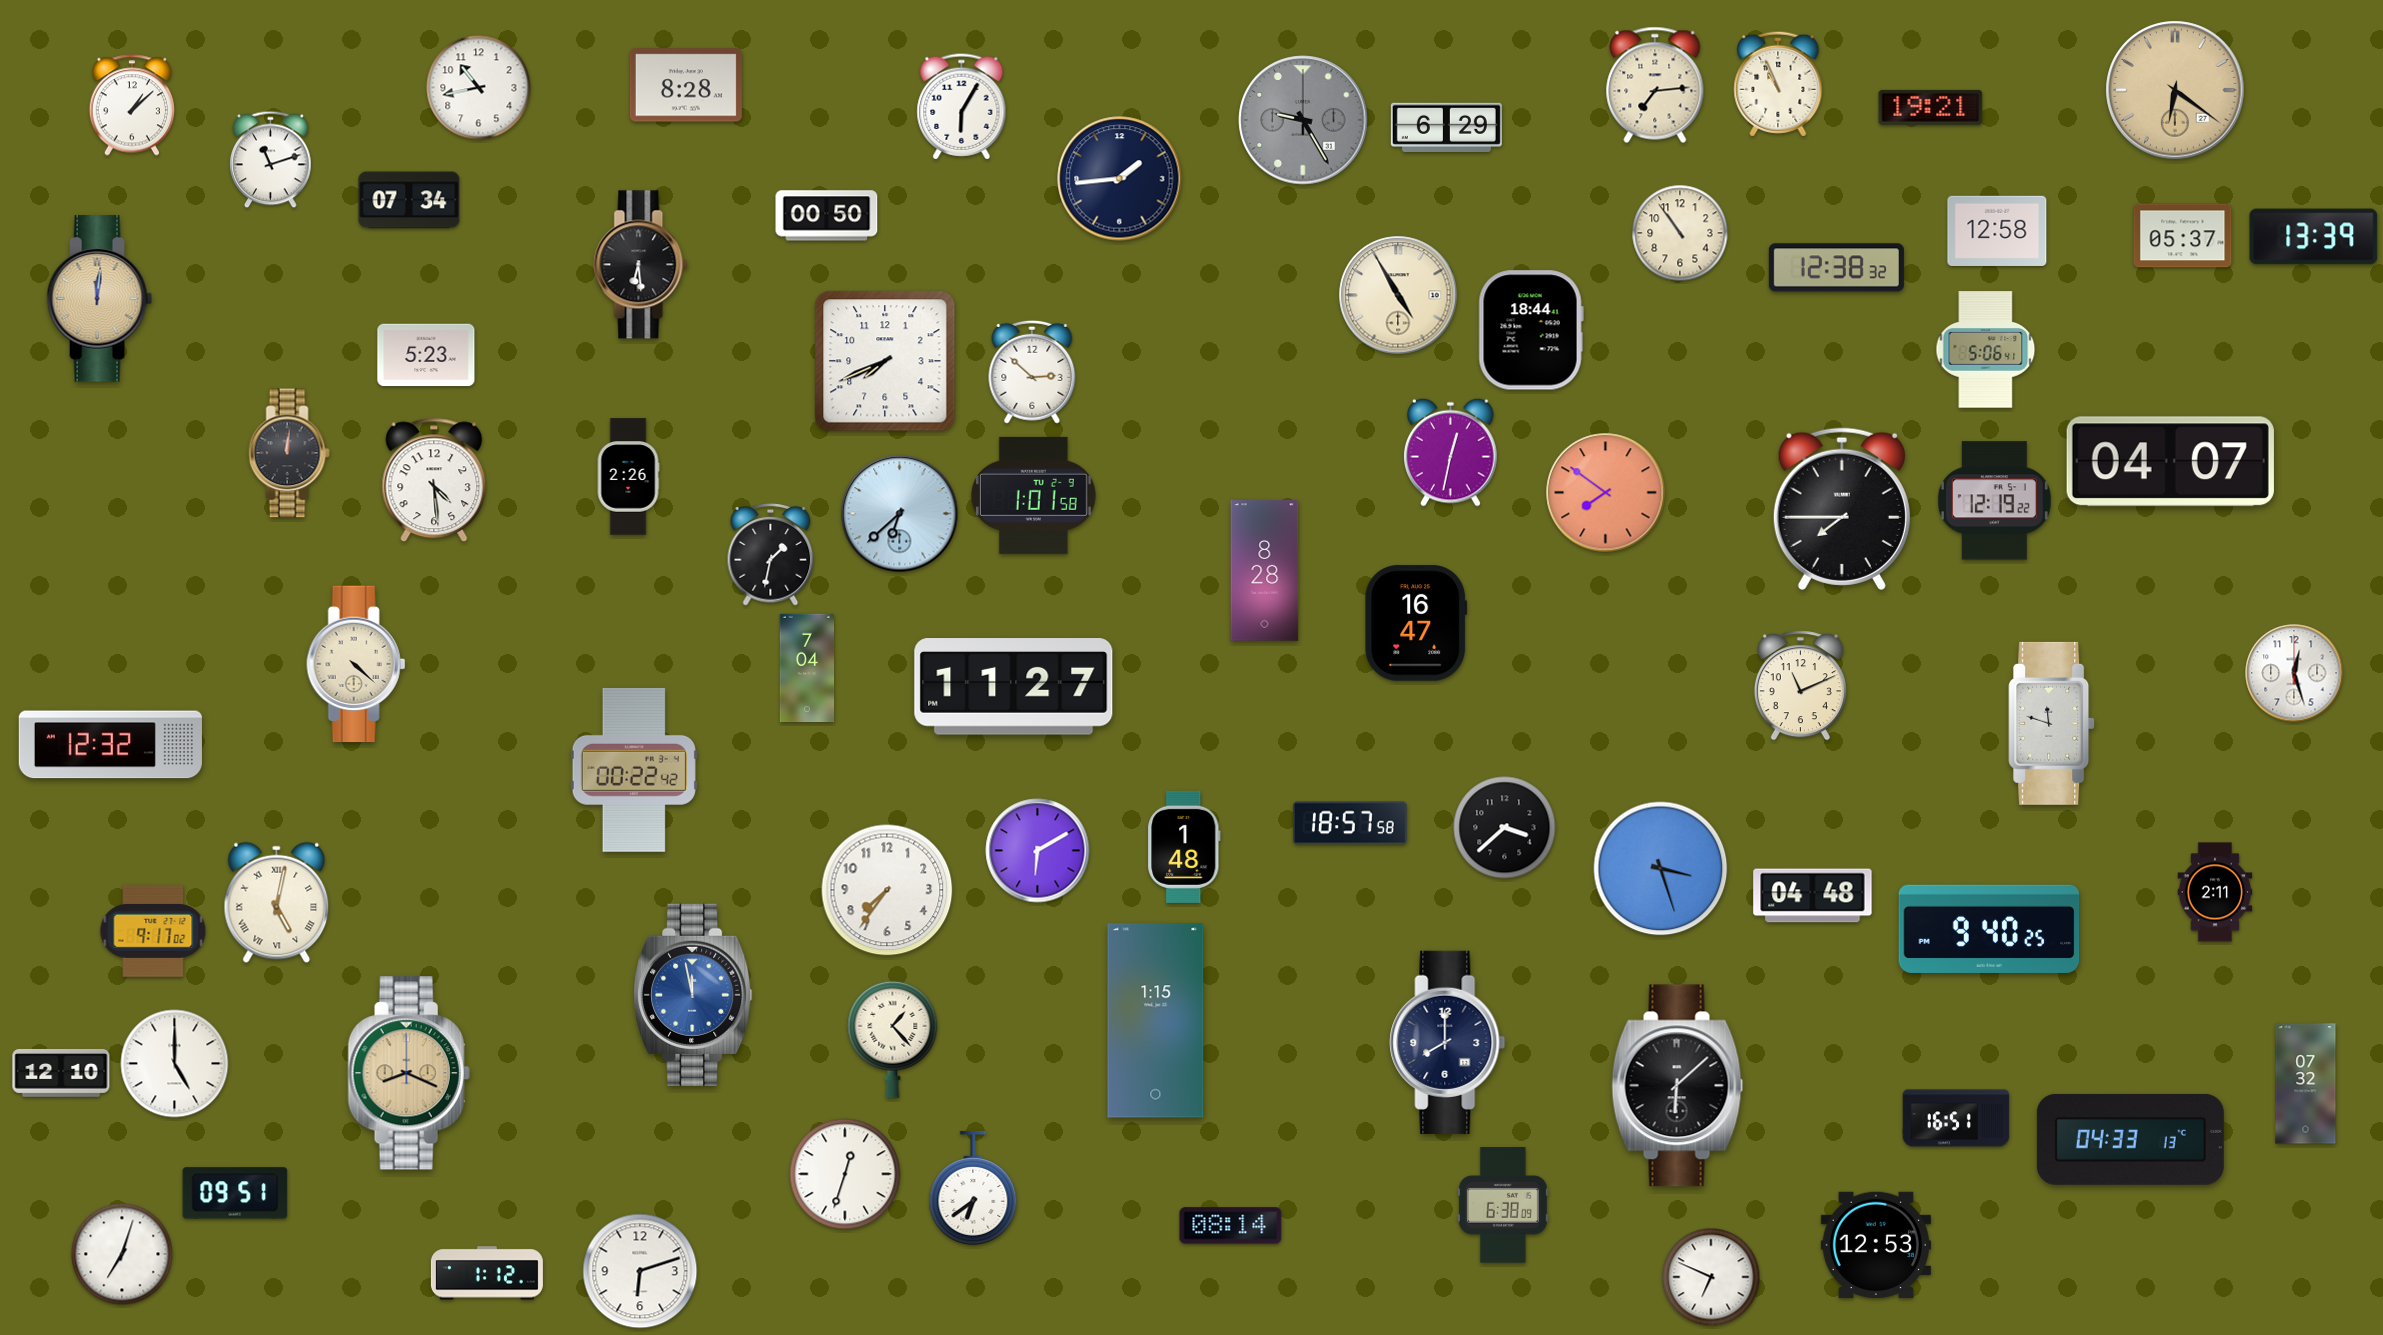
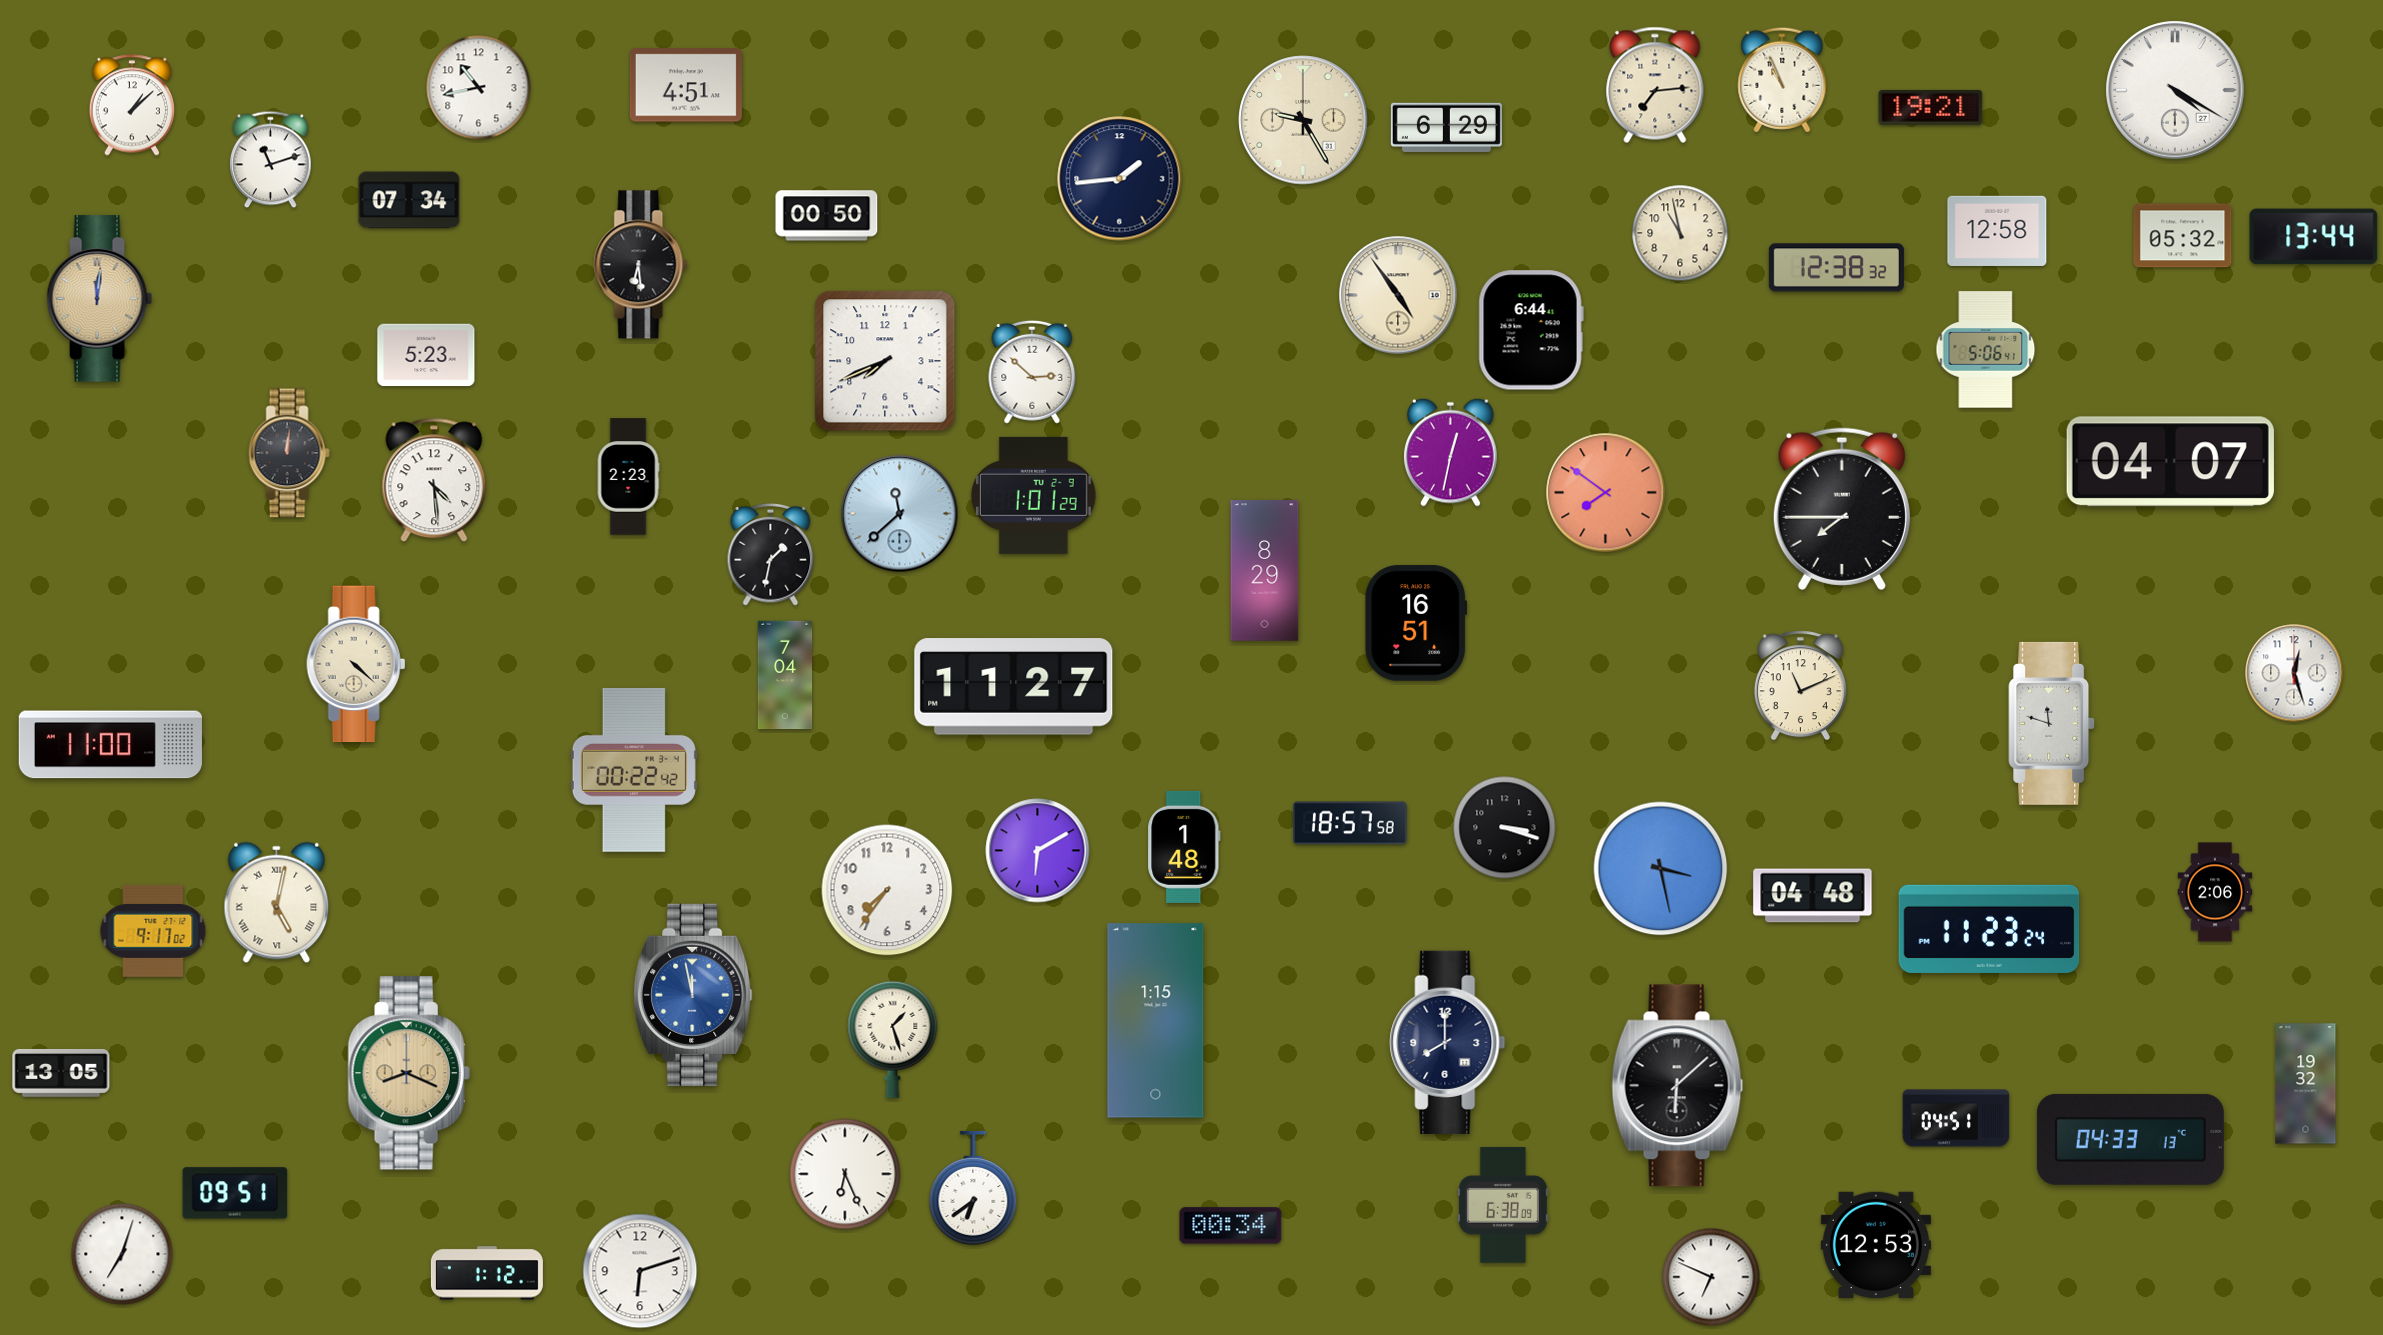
clock at (1778, 84) position: (1778, 84) -> (1782, 80)
clock at (686, 85): 8:28 -> 4:51
clock at (2175, 90): 6:21 -> 4:20
clock at (2175, 90) dial: champagne -> white
clock at (962, 107): 6:05 -> none
clock at (1303, 120) dial: grey -> cream
clock at (1680, 233): 10:54 -> 10:58
clock at (2183, 236): 05:37 -> 05:32
clock at (2314, 237): 13:39 -> 13:44
clock at (1398, 295): 4:55 -> 4:54
clock at (1531, 330): 18:44 -> 6:44
clock at (628, 477): 2:26 -> 2:23
clock at (1033, 495): 1:01:58 -> 1:01:29
clock at (1994, 501): 12:19 -> none
clock at (900, 514): 6:38 -> 11:38
clock at (1265, 571): 8:28 -> 8:29
clock at (1416, 623): 16:47 -> 16:51
clock at (807, 668) position: (807, 668) -> (785, 675)
clock at (110, 745): 12:32 -> 11:00
clock at (1505, 828): 3:38 -> 3:18
clock at (1661, 869): 3:27 -> 3:28
clock at (2215, 892): 2:11 -> 2:06
clock at (1989, 929): 9:40 -> 11:23
clock at (893, 1039): 1:23 -> 1:27
clock at (175, 1064): 5:00 -> none
clock at (61, 1073): 12:10 -> 13:05
clock at (2306, 1084): 07:32 -> 19:32
clock at (1956, 1118): 16:51 -> 04:51
clock at (845, 1174): 12:33 -> 6:26
clock at (1231, 1226): 08:14 -> 00:34
